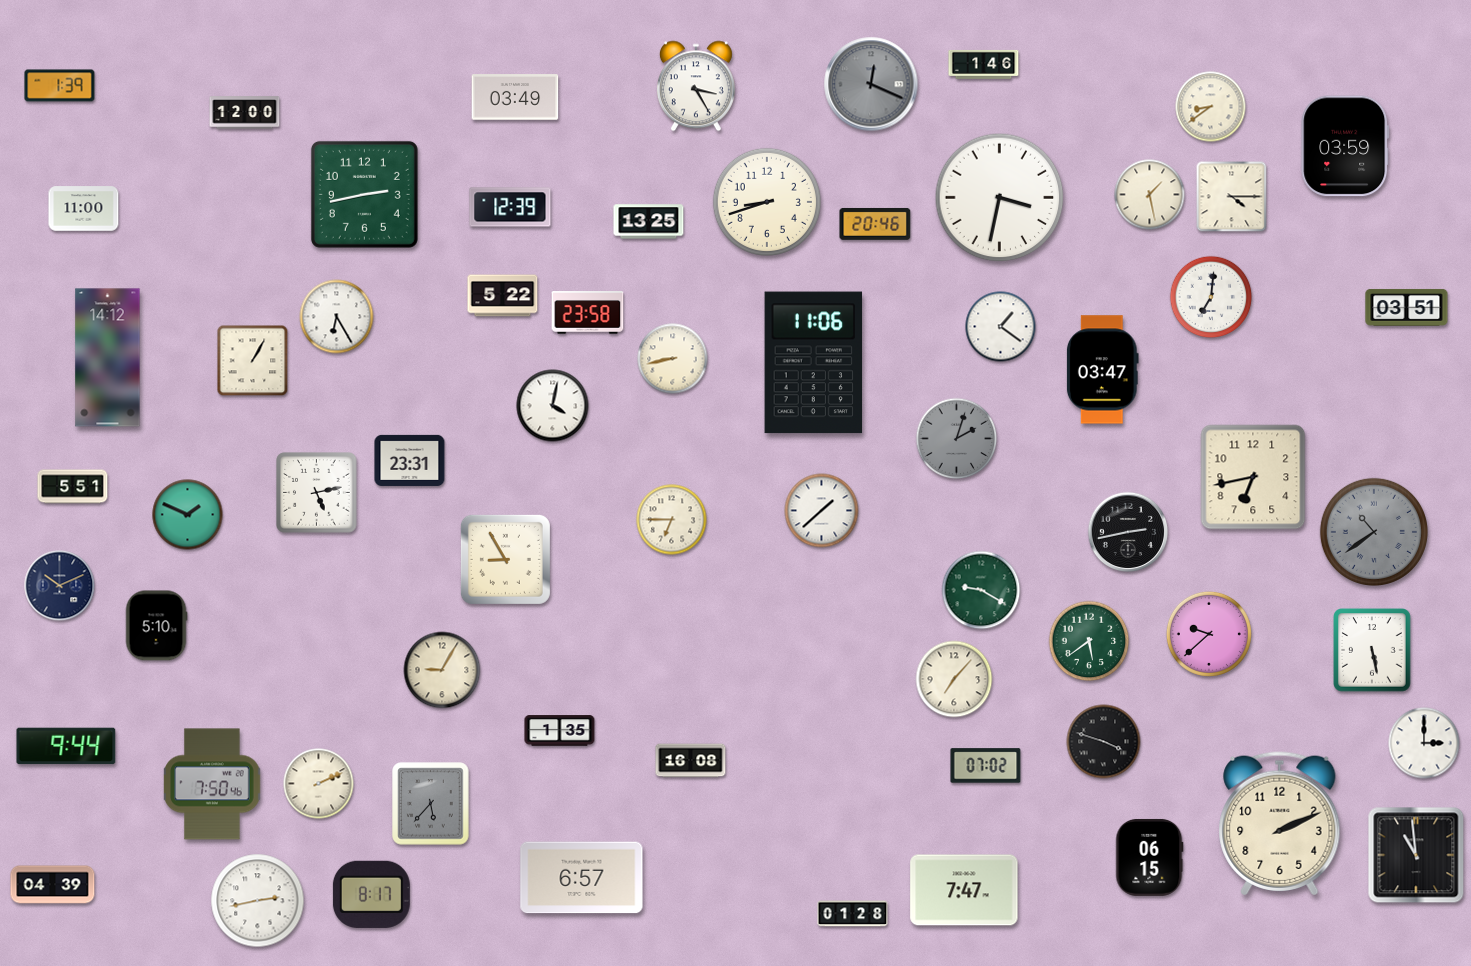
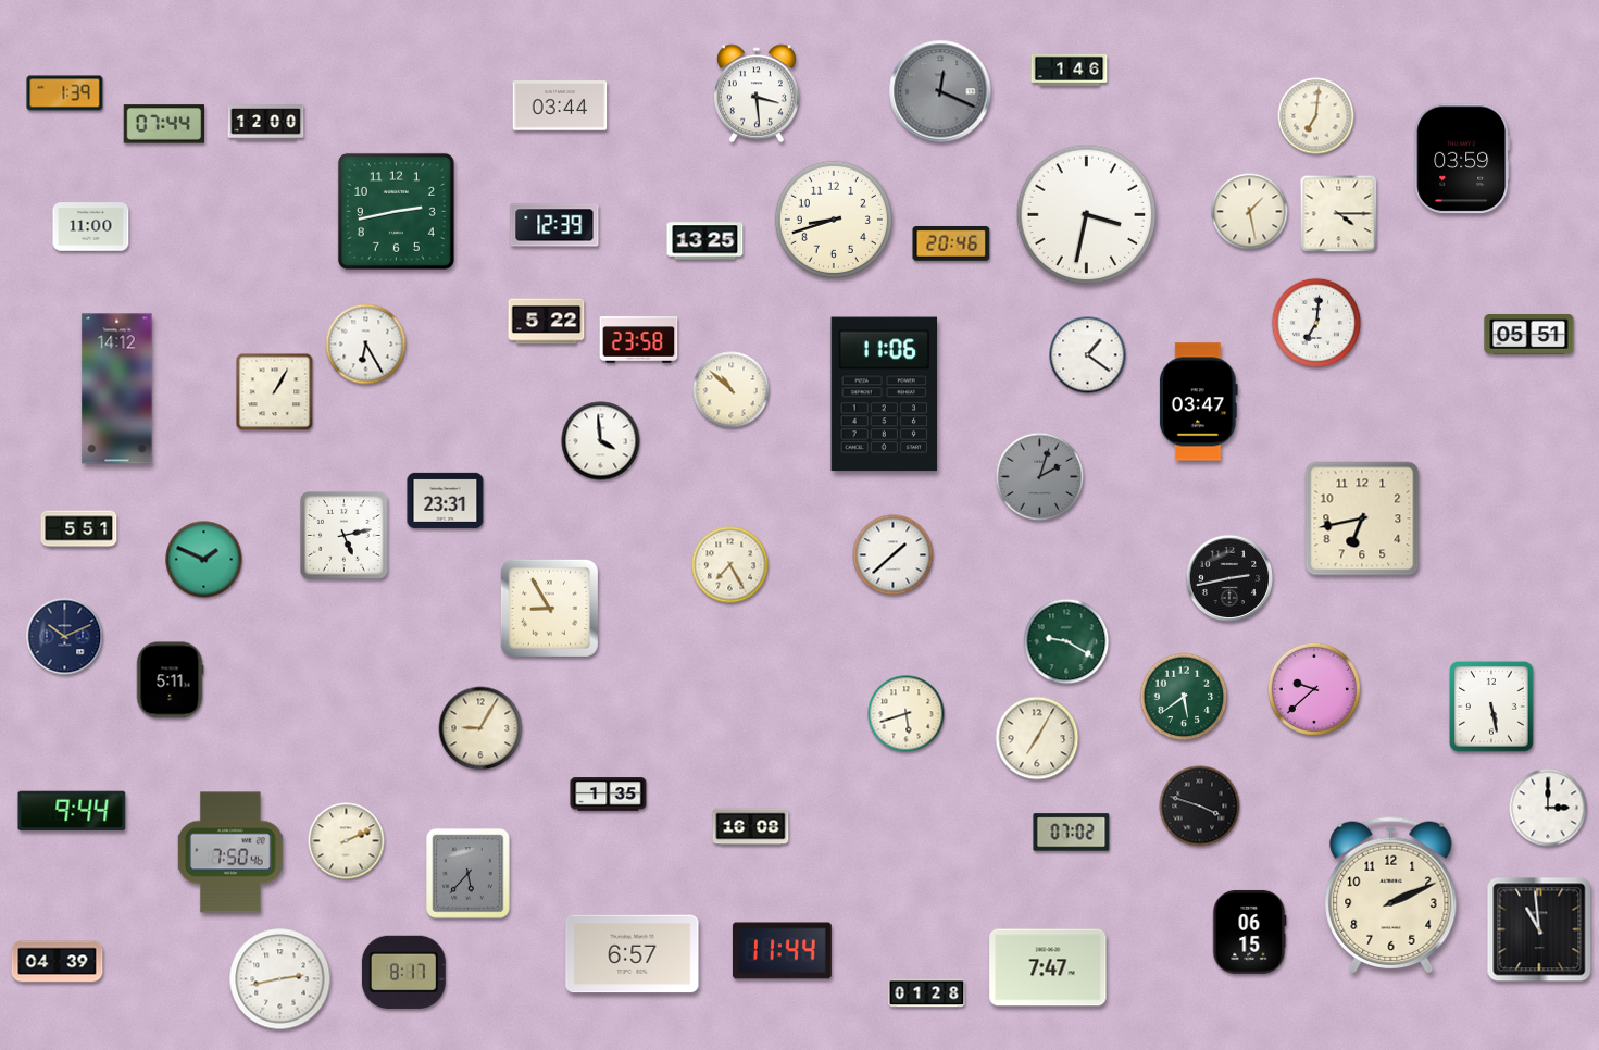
clock at (871, 84) position: (871, 84) -> (940, 91)
clock at (696, 86): 3:25 -> 3:29
clock at (515, 97): 03:49 -> 03:44
clock at (1211, 107): 8:39 -> 7:01
clock at (163, 124): none -> 07:44
clock at (1407, 308): 03:51 -> 05:51
clock at (673, 359): 8:43 -> 10:52
clock at (553, 406): 4:02 -> 3:59
clock at (672, 520): 6:45 -> 7:25
clock at (1128, 532) position: (1128, 532) -> (1229, 578)
clock at (1374, 532): 10:39 -> none
clock at (156, 626): 5:10 -> 5:11
clock at (907, 714): none -> 5:42
clock at (954, 679): 7:07 -> 7:05
clock at (319, 784) position: (319, 784) -> (347, 841)
clock at (782, 951): none -> 11:44
